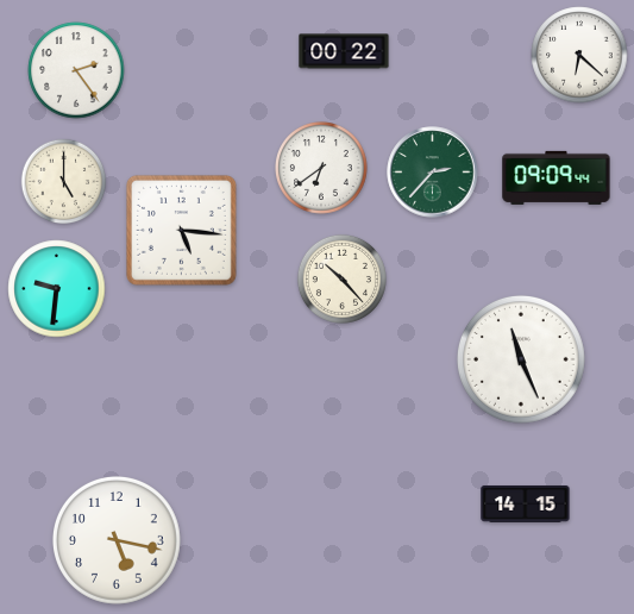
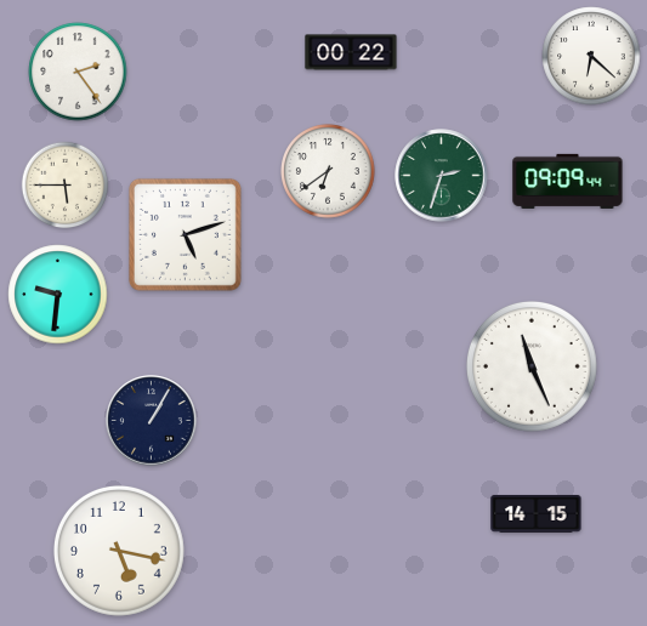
clock at (433, 173): 2:37 -> 2:33
clock at (64, 182): 5:00 -> 5:45
clock at (181, 230): 5:16 -> 5:12
clock at (341, 278): 10:23 -> none
clock at (152, 421): none -> 1:05
